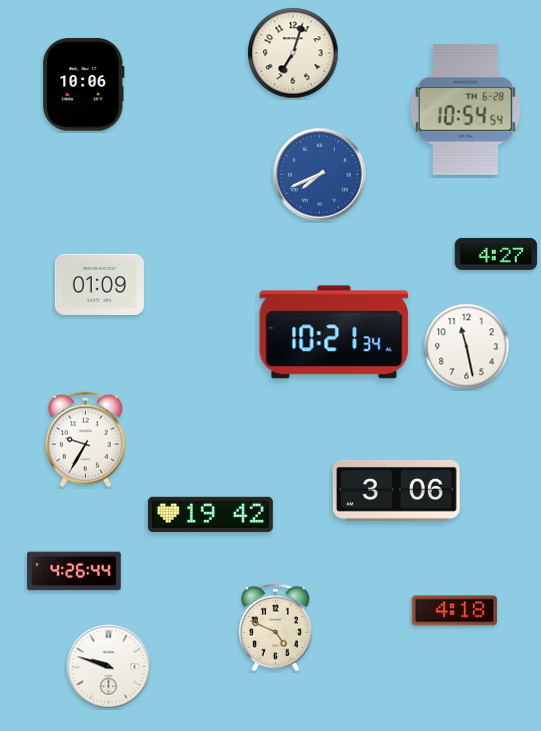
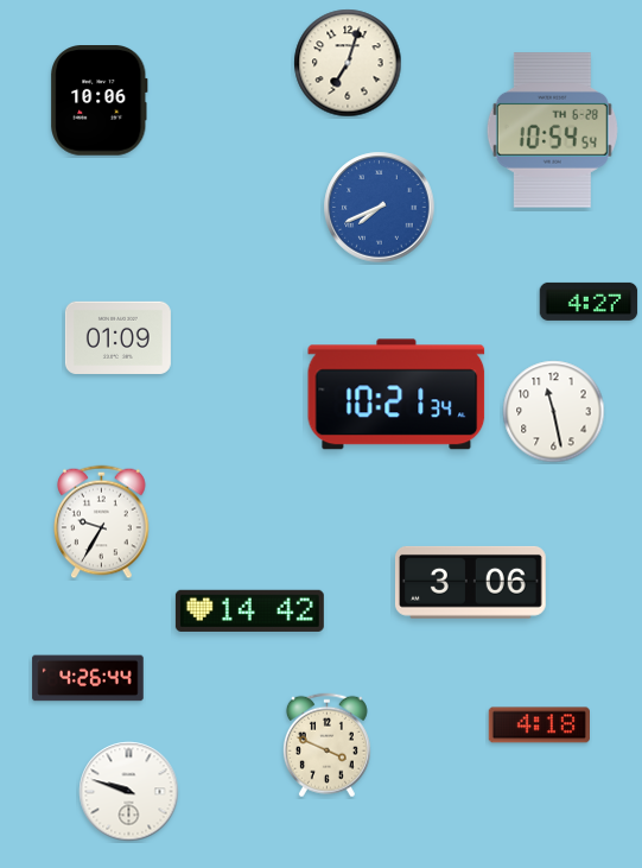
clock at (210, 514): 19:42 -> 14:42
clock at (275, 628): 4:49 -> 3:49
